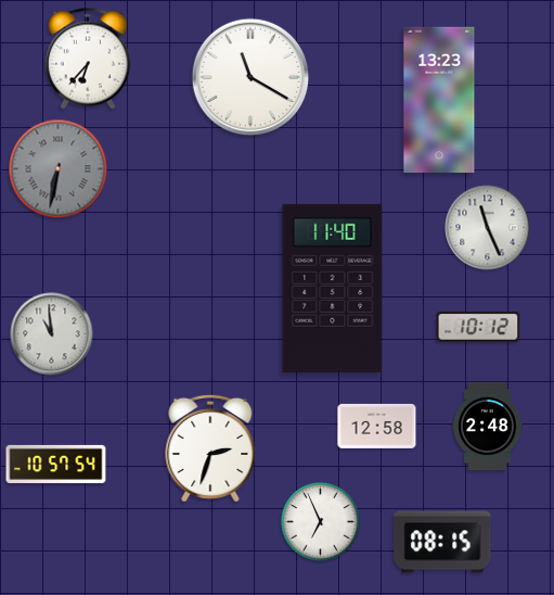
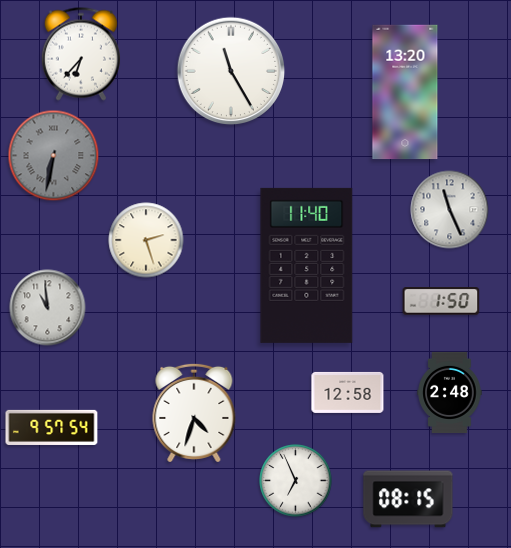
clock at (250, 77): 11:20 -> 11:25
clock at (439, 100): 13:23 -> 13:20
clock at (146, 240): none -> 2:27
clock at (478, 327): 10:12 -> 1:50
clock at (210, 448): 2:33 -> 4:33
clock at (56, 464): 10:57 -> 9:57
